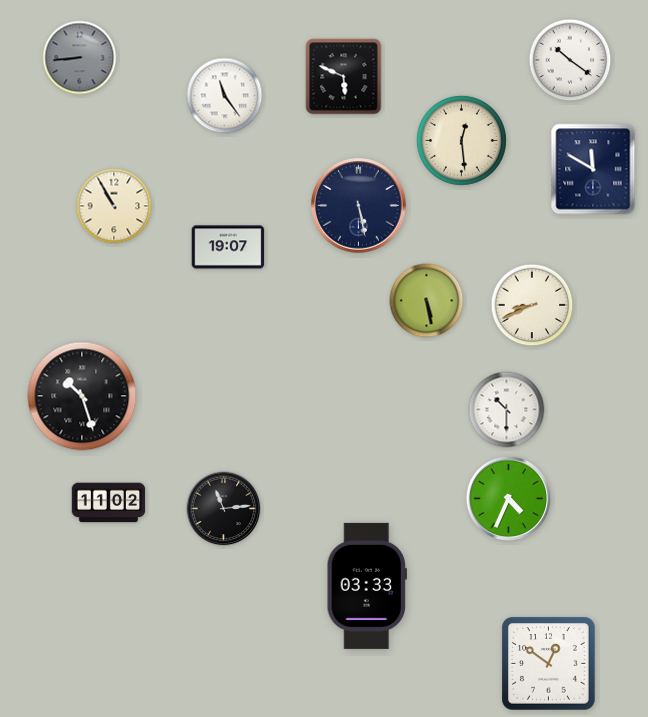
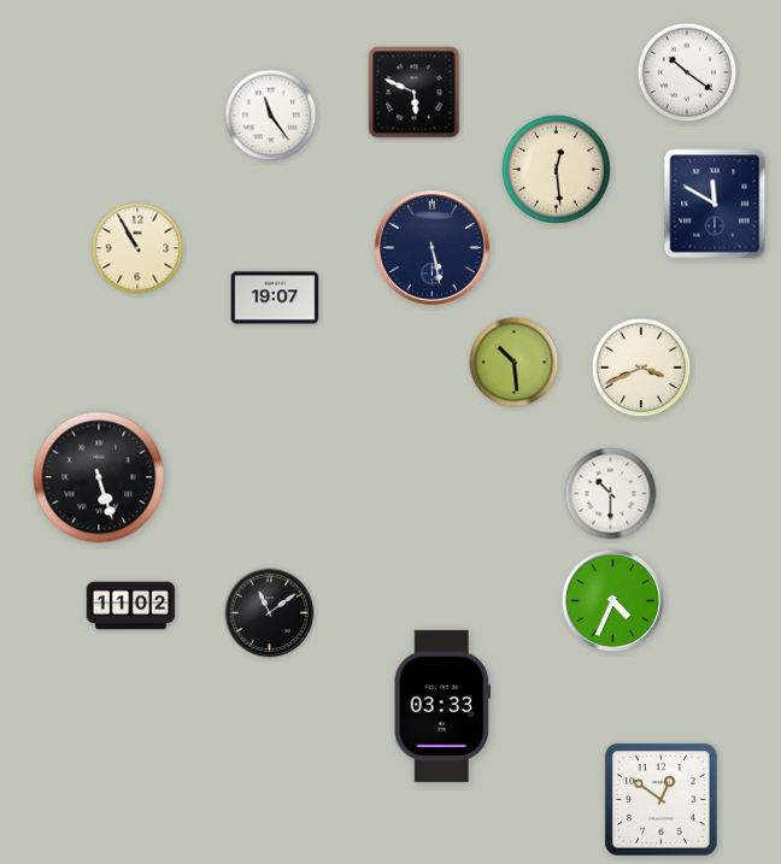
clock at (80, 58): 8:44 -> none
clock at (427, 301): 5:28 -> 10:29
clock at (532, 305): 8:41 -> 3:41
clock at (82, 396): 10:27 -> 5:27
clock at (224, 509): 11:14 -> 11:09
